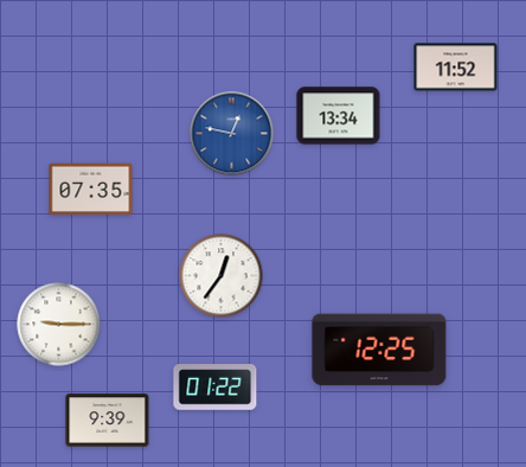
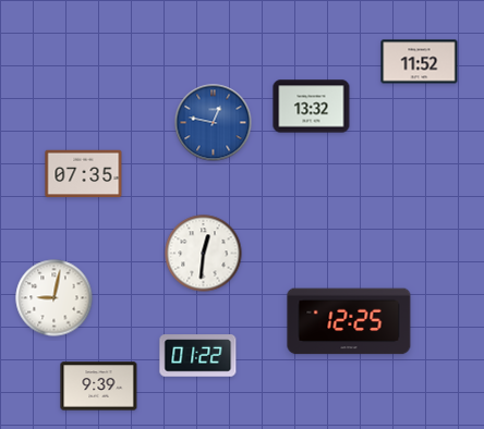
clock at (339, 116): 13:34 -> 13:32
clock at (222, 276): 12:36 -> 12:31
clock at (59, 325): 9:15 -> 9:02
